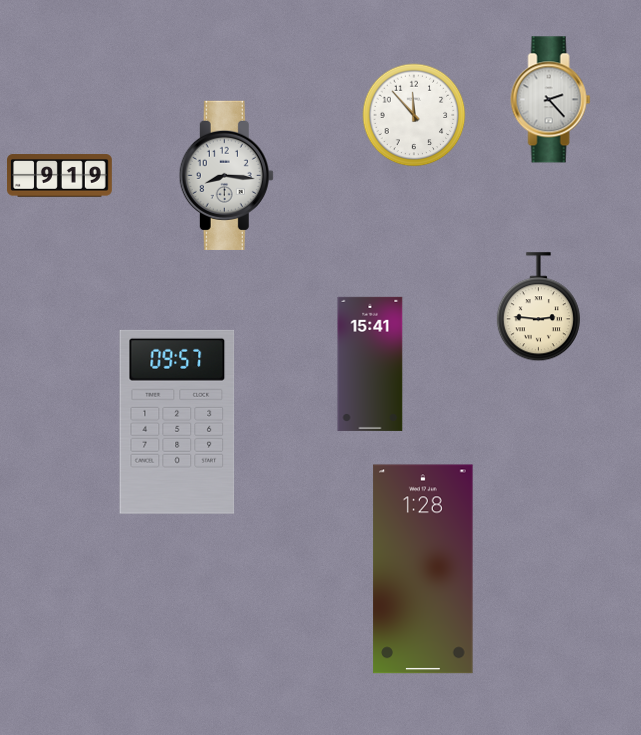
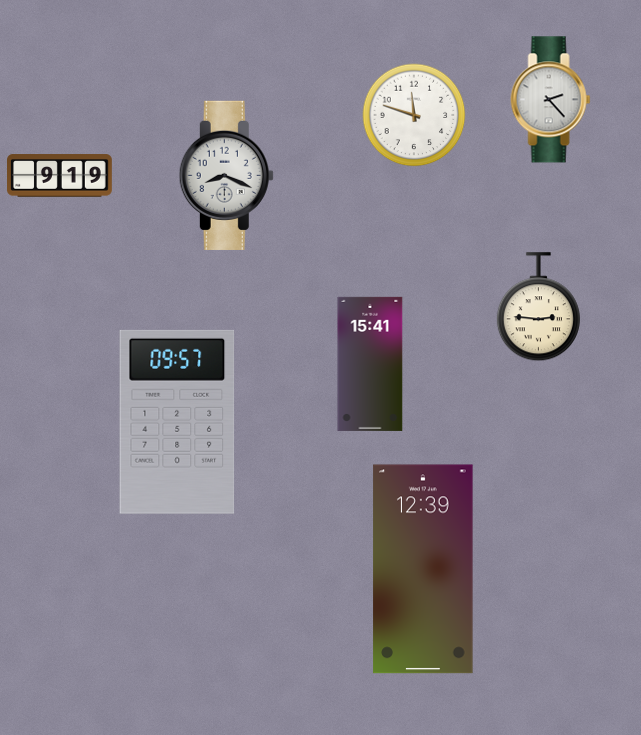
clock at (414, 115): 11:53 -> 11:48
clock at (226, 175): 8:16 -> 8:19
clock at (423, 569): 1:28 -> 12:39
